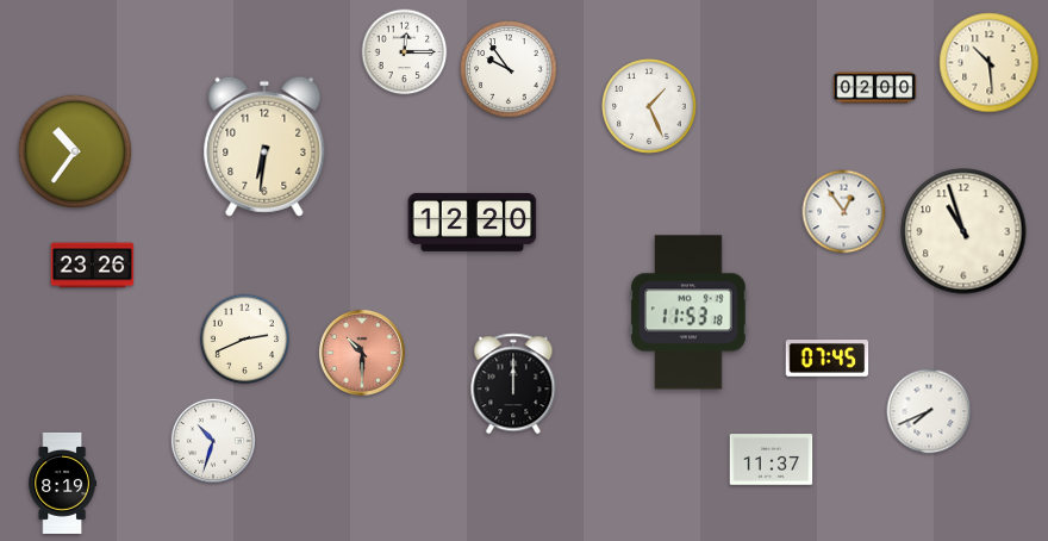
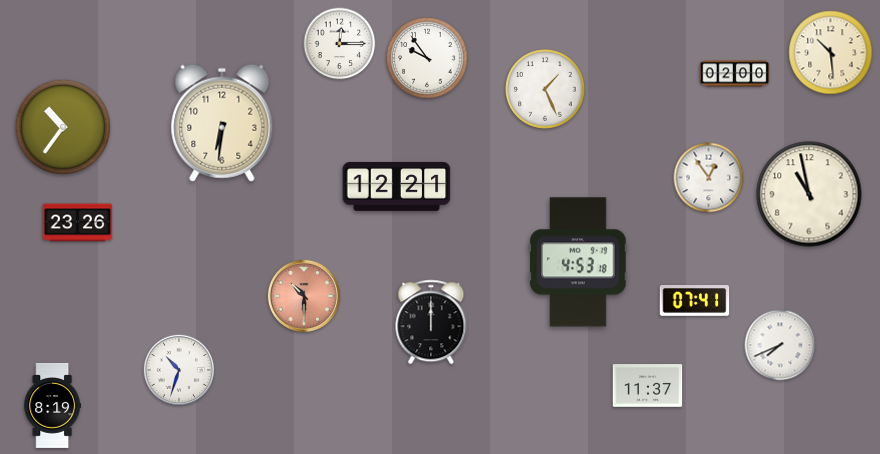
clock at (473, 222): 12:20 -> 12:21
clock at (963, 231): 10:57 -> 10:58
clock at (688, 312): 11:53 -> 4:53
clock at (244, 338): 2:41 -> none
clock at (828, 359): 07:45 -> 07:41
